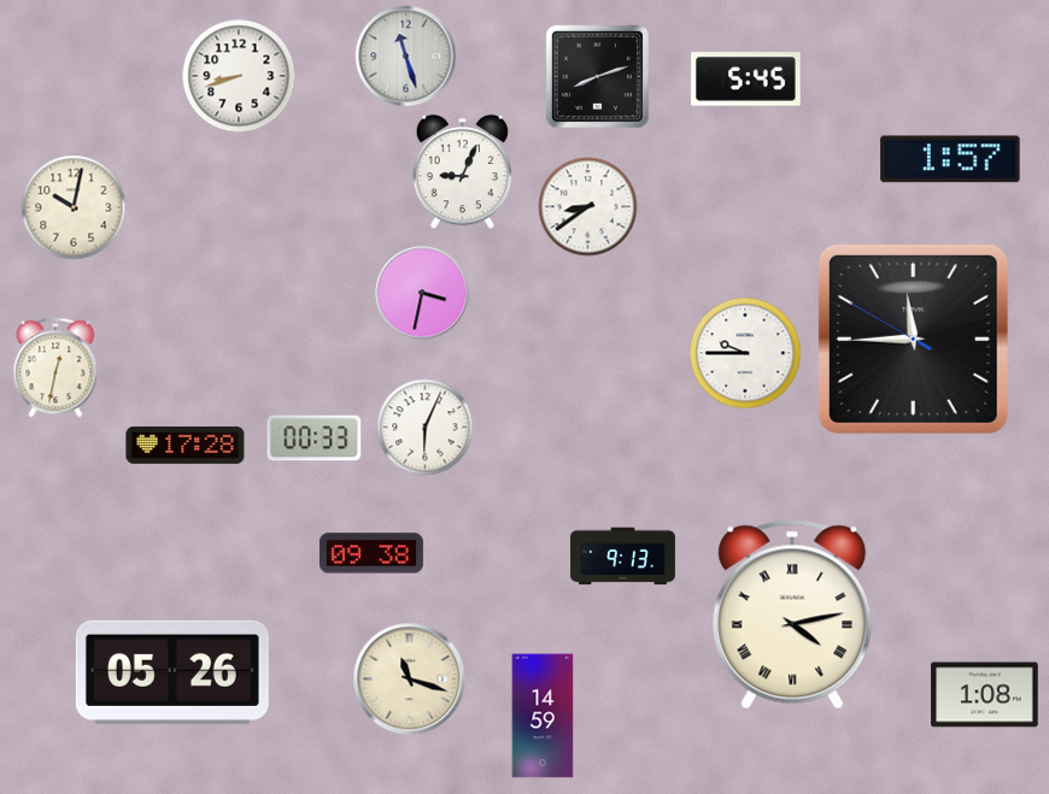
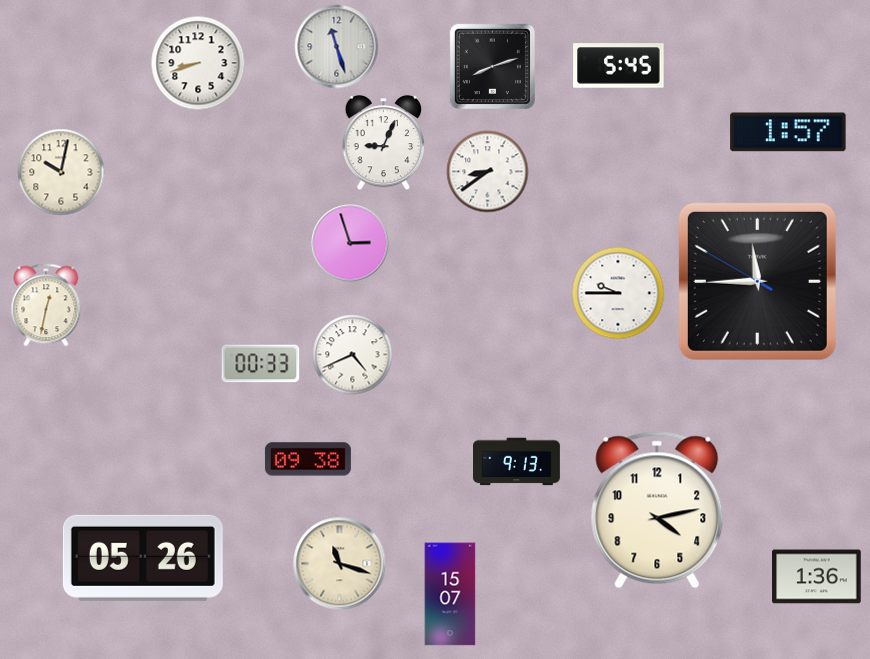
clock at (597, 76) position: (597, 76) -> (492, 66)
clock at (422, 293): 3:32 -> 2:57
clock at (426, 428): 6:04 -> 4:41
clock at (186, 446): 17:28 -> none
clock at (792, 614) numerals: Roman -> Arabic
clock at (985, 695): 1:08 -> 1:36
clock at (543, 716): 14:59 -> 15:07
